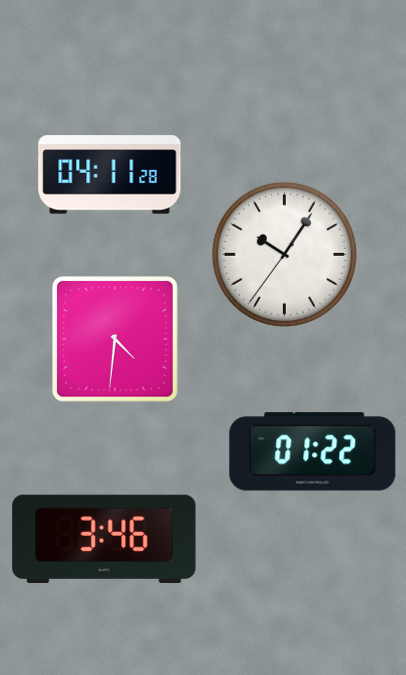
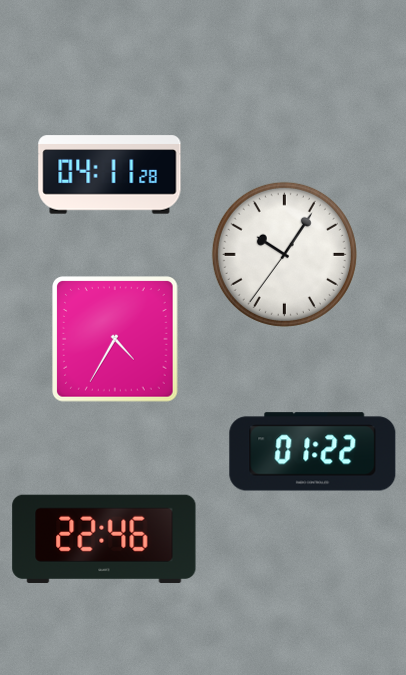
clock at (115, 339): 4:31 -> 4:35
clock at (104, 539): 3:46 -> 22:46
